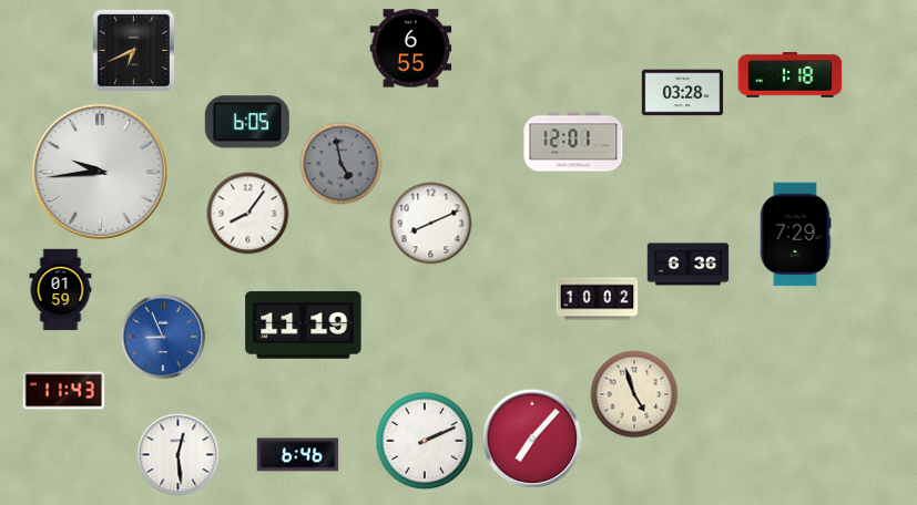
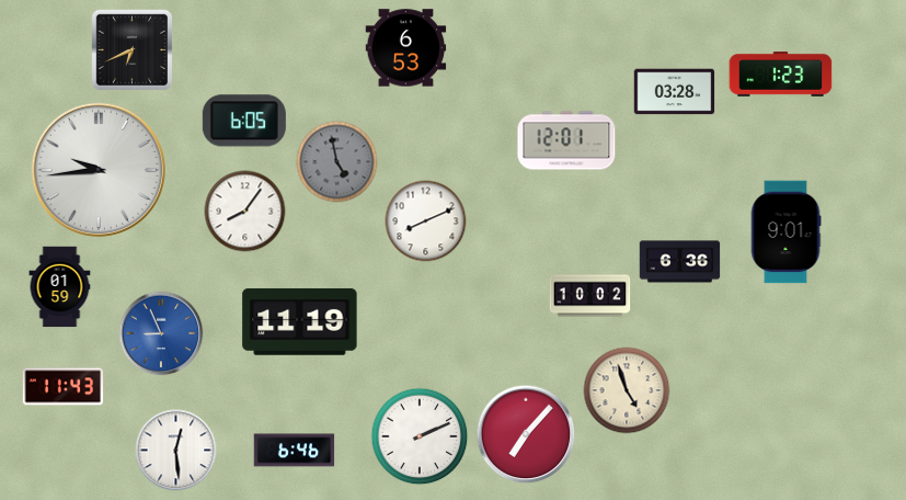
clock at (411, 49): 6:55 -> 6:53
clock at (791, 75): 1:18 -> 1:23
clock at (795, 235): 7:29 -> 9:01
